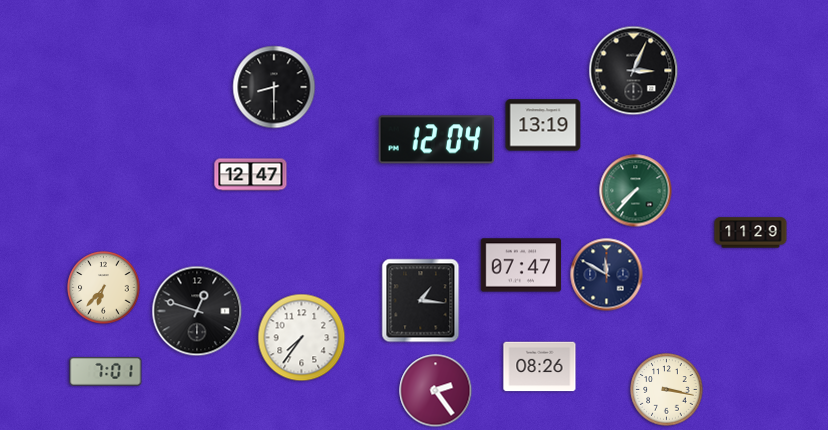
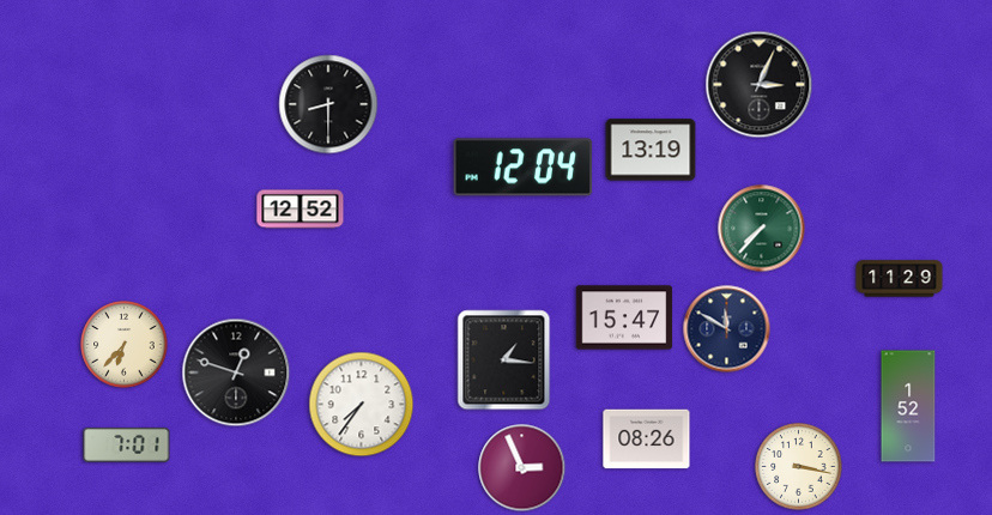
clock at (251, 175): 12:47 -> 12:52
clock at (521, 265): 07:47 -> 15:47
clock at (908, 406): none -> 1:52
clock at (436, 391): 2:24 -> 2:56
